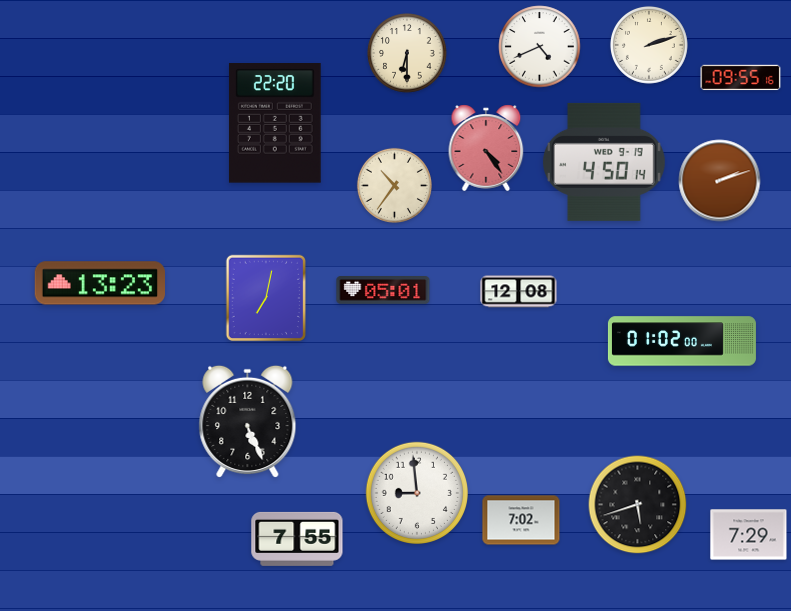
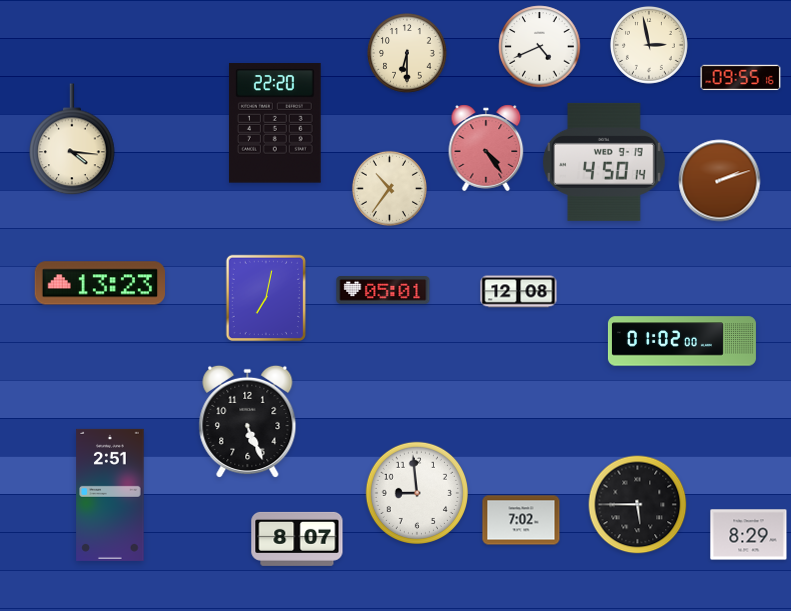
clock at (649, 45): 2:12 -> 2:58
clock at (73, 140): none -> 4:16
clock at (394, 185) position: (394, 185) -> (389, 188)
clock at (110, 495): none -> 2:51
clock at (638, 505): 5:42 -> 5:45
clock at (749, 535): 7:29 -> 8:29
clock at (297, 539): 7:55 -> 8:07
